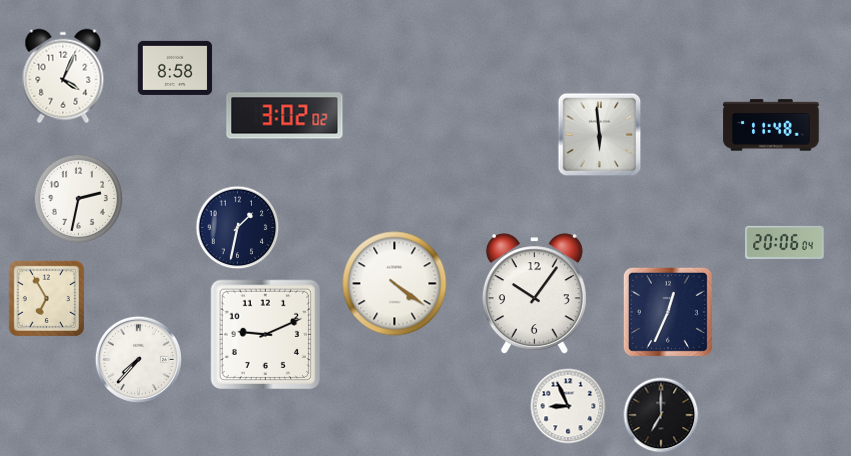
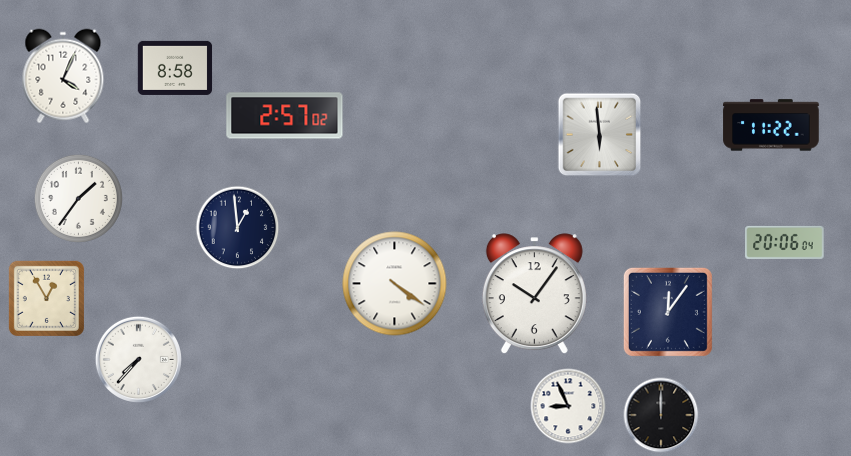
clock at (285, 116): 3:02 -> 2:57
clock at (771, 125): 11:48 -> 11:22
clock at (78, 198): 2:32 -> 1:36
clock at (238, 228): 1:32 -> 12:59
clock at (46, 298): 6:55 -> 12:55
clock at (668, 312): 12:34 -> 12:06
clock at (266, 335): 9:11 -> none
clock at (661, 415): 7:00 -> 12:00
